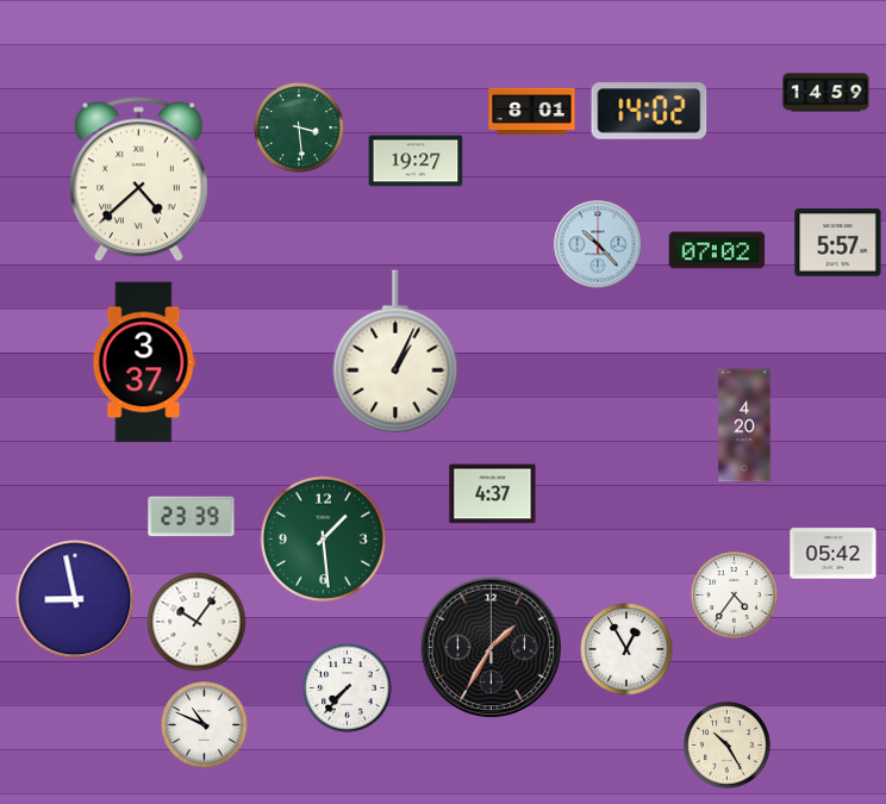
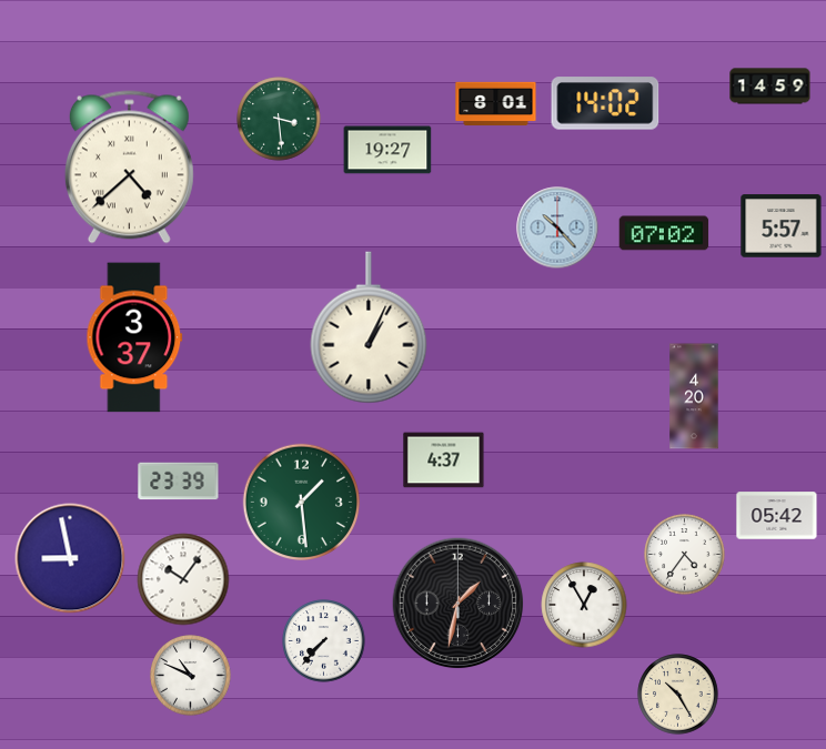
clock at (717, 250) position: (717, 250) -> (664, 233)
clock at (493, 494) position: (493, 494) -> (444, 460)
clock at (492, 648): 1:35 -> 1:32
